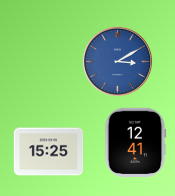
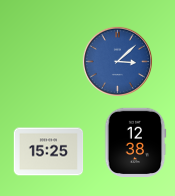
clock at (117, 61): 3:10 -> 3:08
clock at (135, 142): 12:41 -> 12:38
